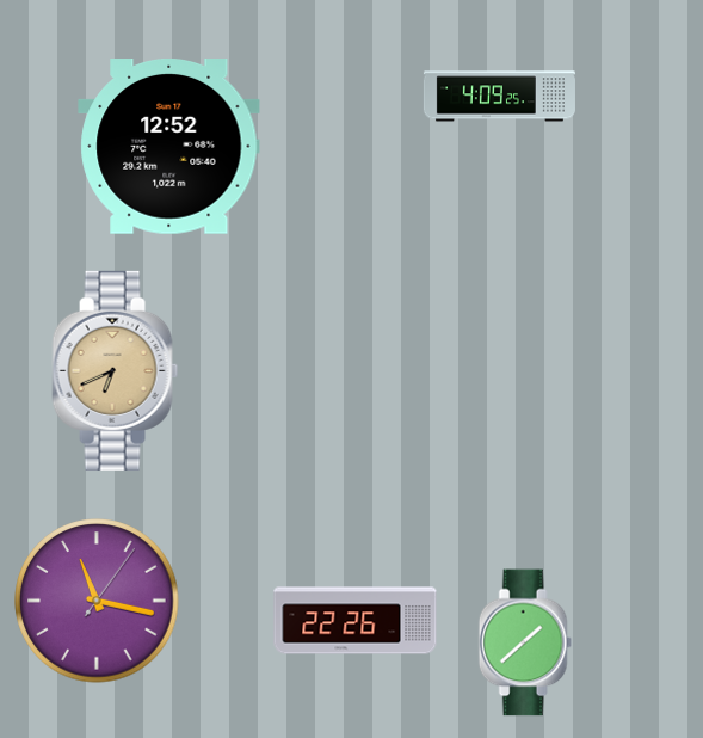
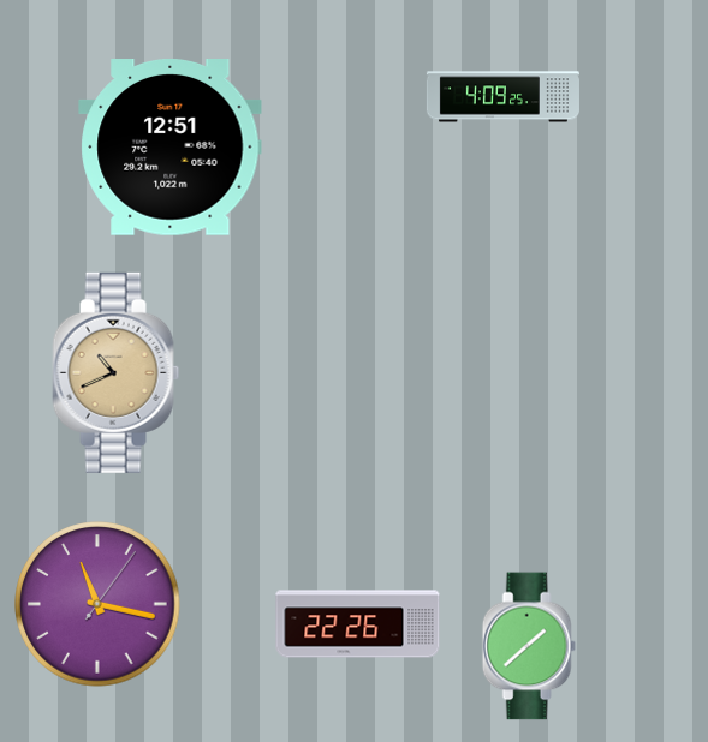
clock at (169, 147): 12:52 -> 12:51
clock at (116, 370): 6:41 -> 10:41
